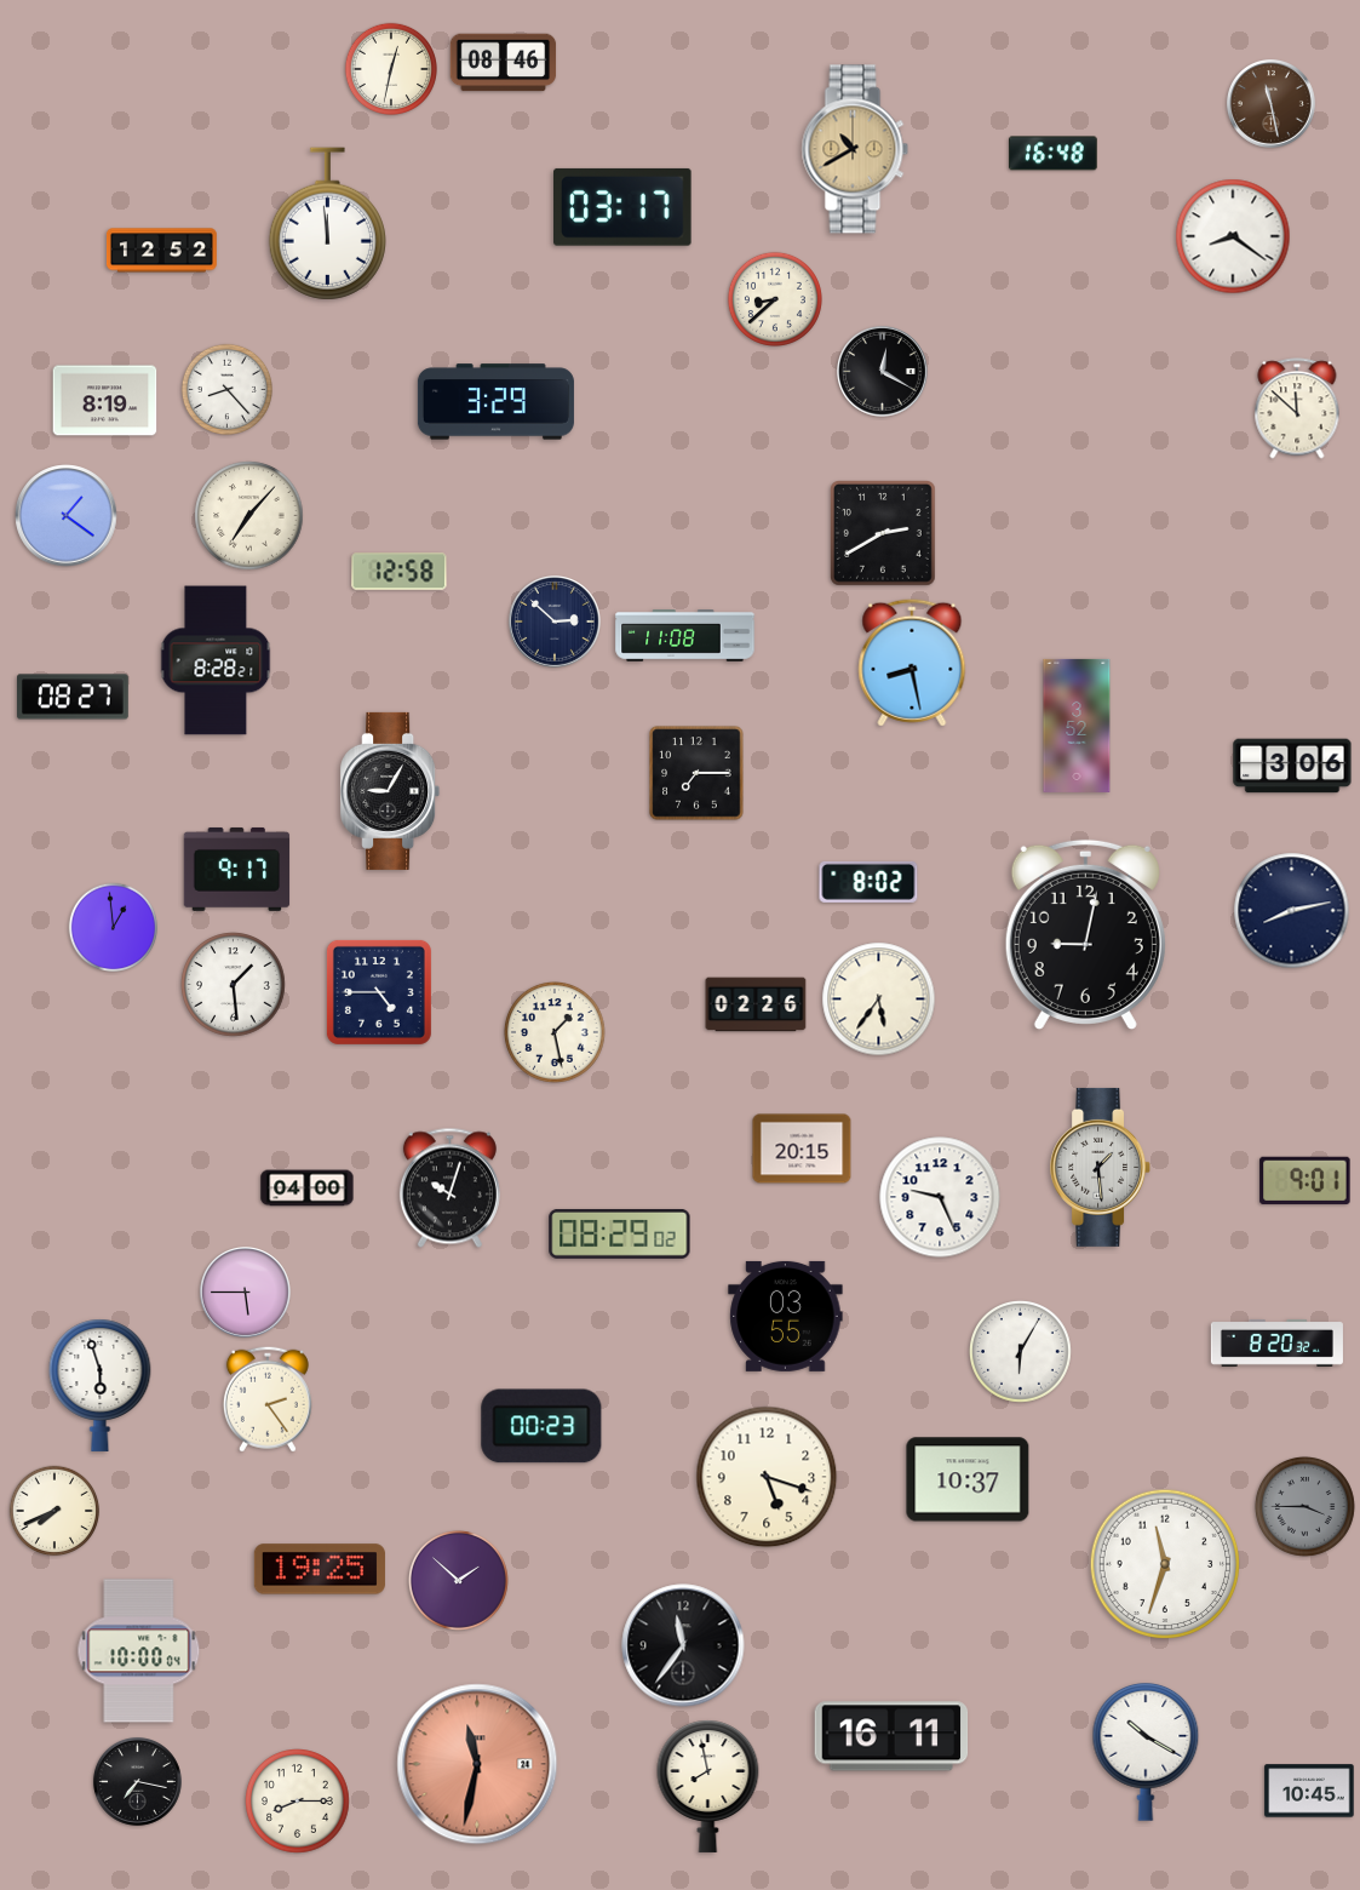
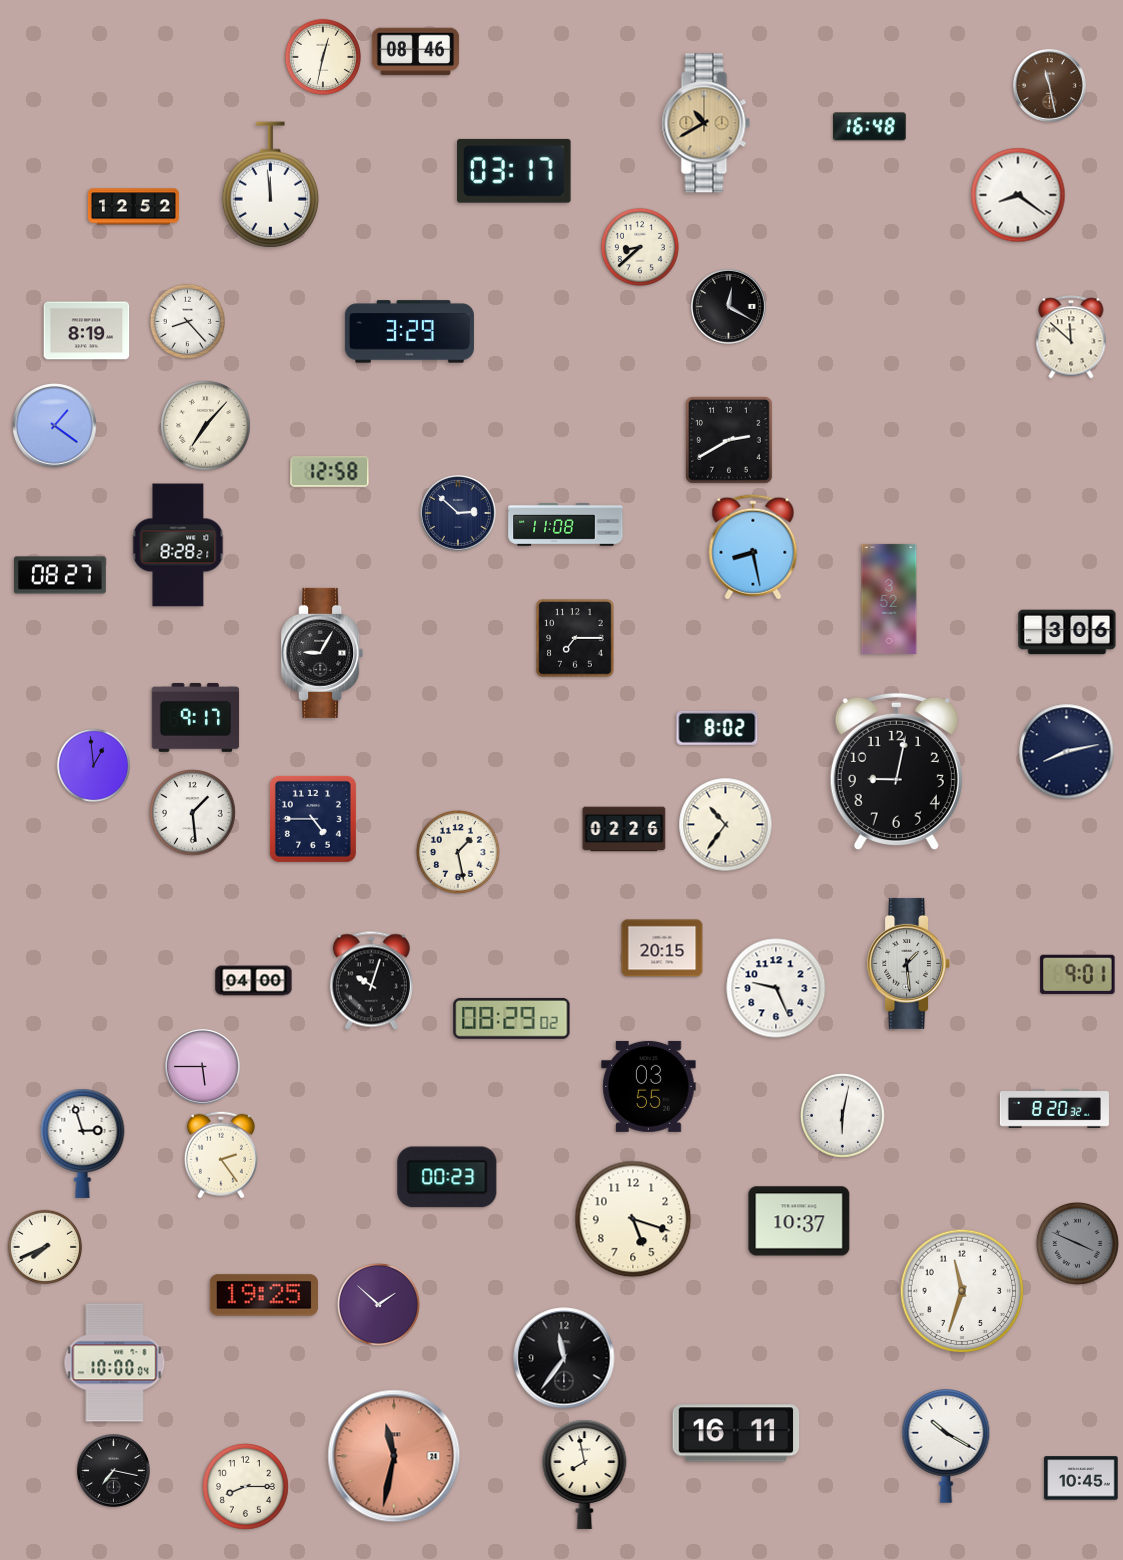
clock at (879, 1000): 5:36 -> 10:36
clock at (1021, 1352): 6:05 -> 6:02
clock at (101, 1385): 5:57 -> 2:57
clock at (1304, 1506): 3:45 -> 3:49
